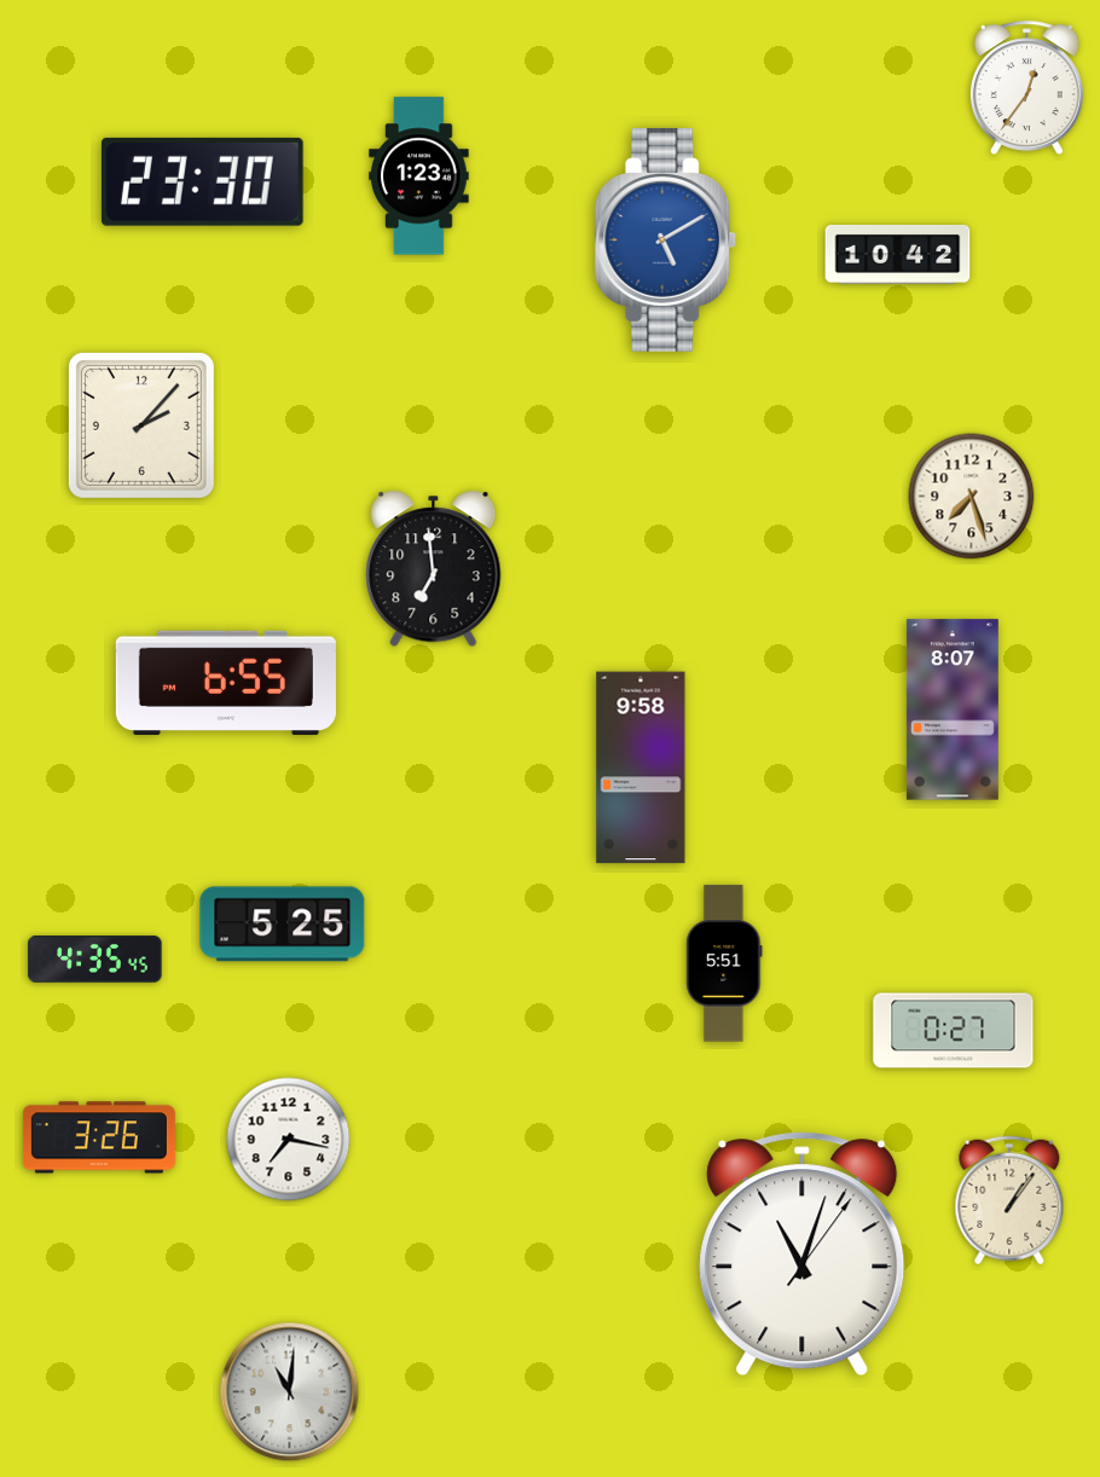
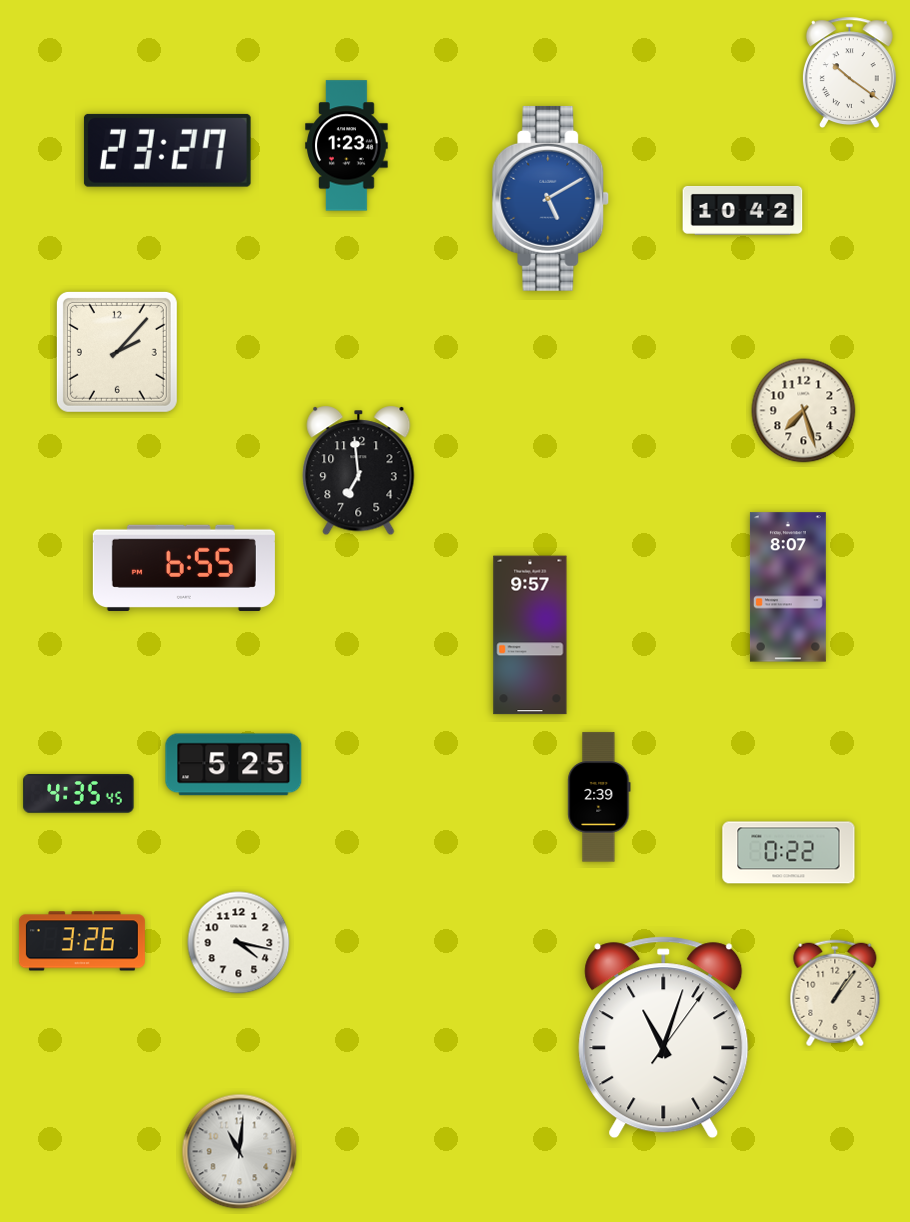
clock at (1026, 87): 12:36 -> 10:21
clock at (202, 181): 23:30 -> 23:27
clock at (226, 683) position: (226, 683) -> (184, 568)
clock at (641, 768): 9:58 -> 9:57
clock at (724, 963): 5:51 -> 2:39
clock at (954, 1031): 0:27 -> 0:22
clock at (289, 1140): 7:17 -> 4:17
